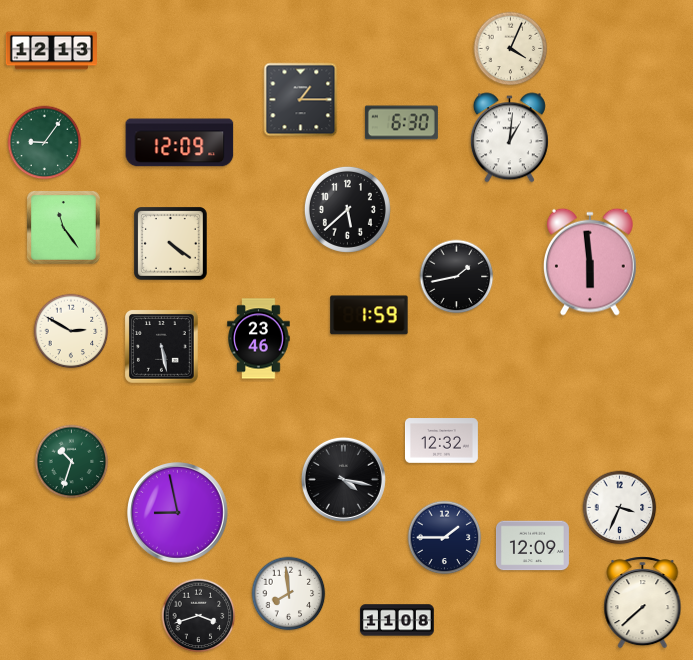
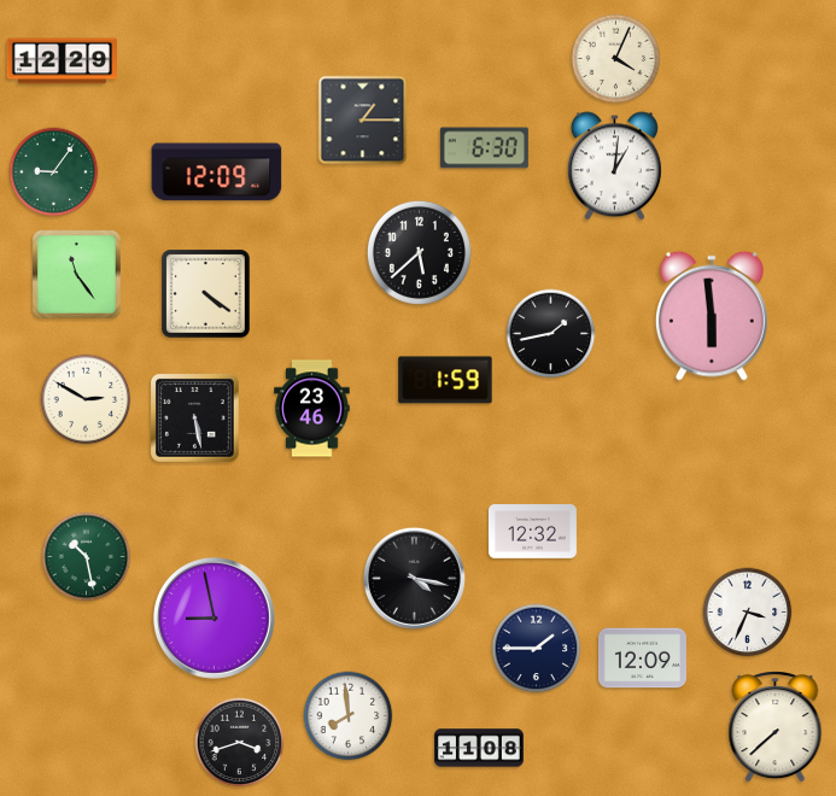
clock at (51, 51): 12:13 -> 12:29
clock at (72, 462): 10:33 -> 10:28
